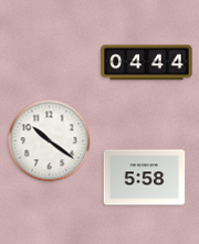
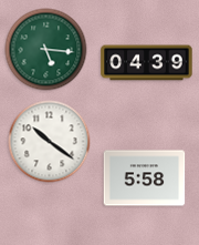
clock at (46, 50): none -> 5:16
clock at (147, 63): 04:44 -> 04:39
